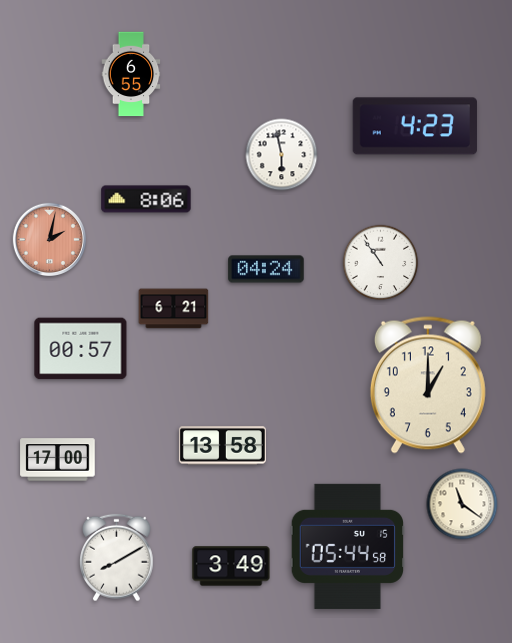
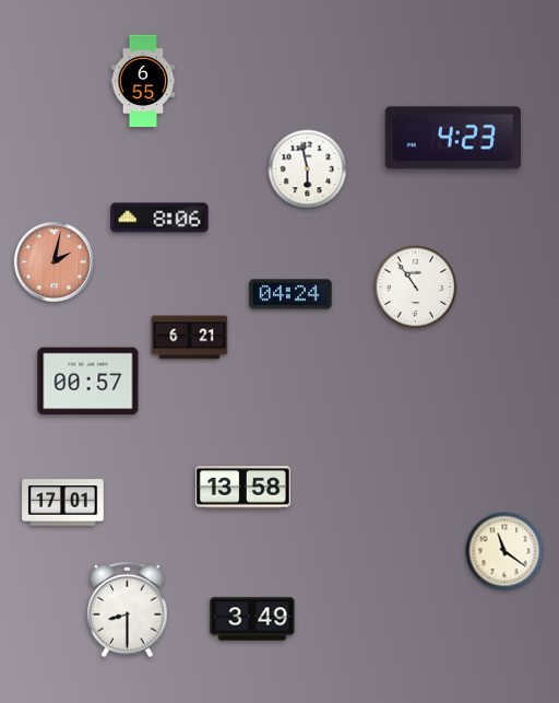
clock at (428, 385): 1:00 -> none
clock at (58, 460): 17:00 -> 17:01
clock at (347, 546): 05:44 -> none
clock at (117, 558): 8:10 -> 8:30
